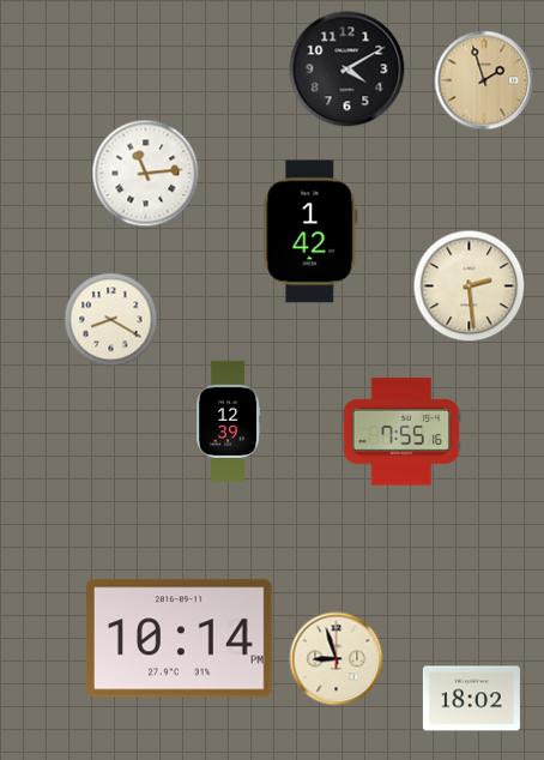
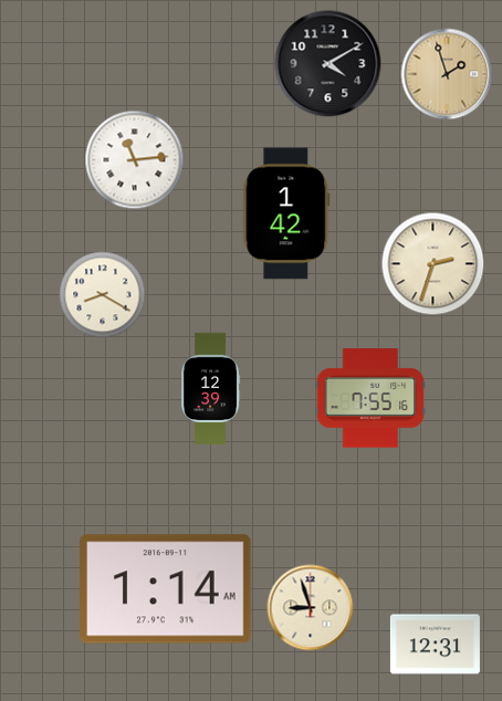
clock at (347, 70) position: (347, 70) -> (328, 64)
clock at (470, 286): 2:29 -> 2:33
clock at (180, 639): 10:14 -> 1:14
clock at (471, 699): 18:02 -> 12:31
